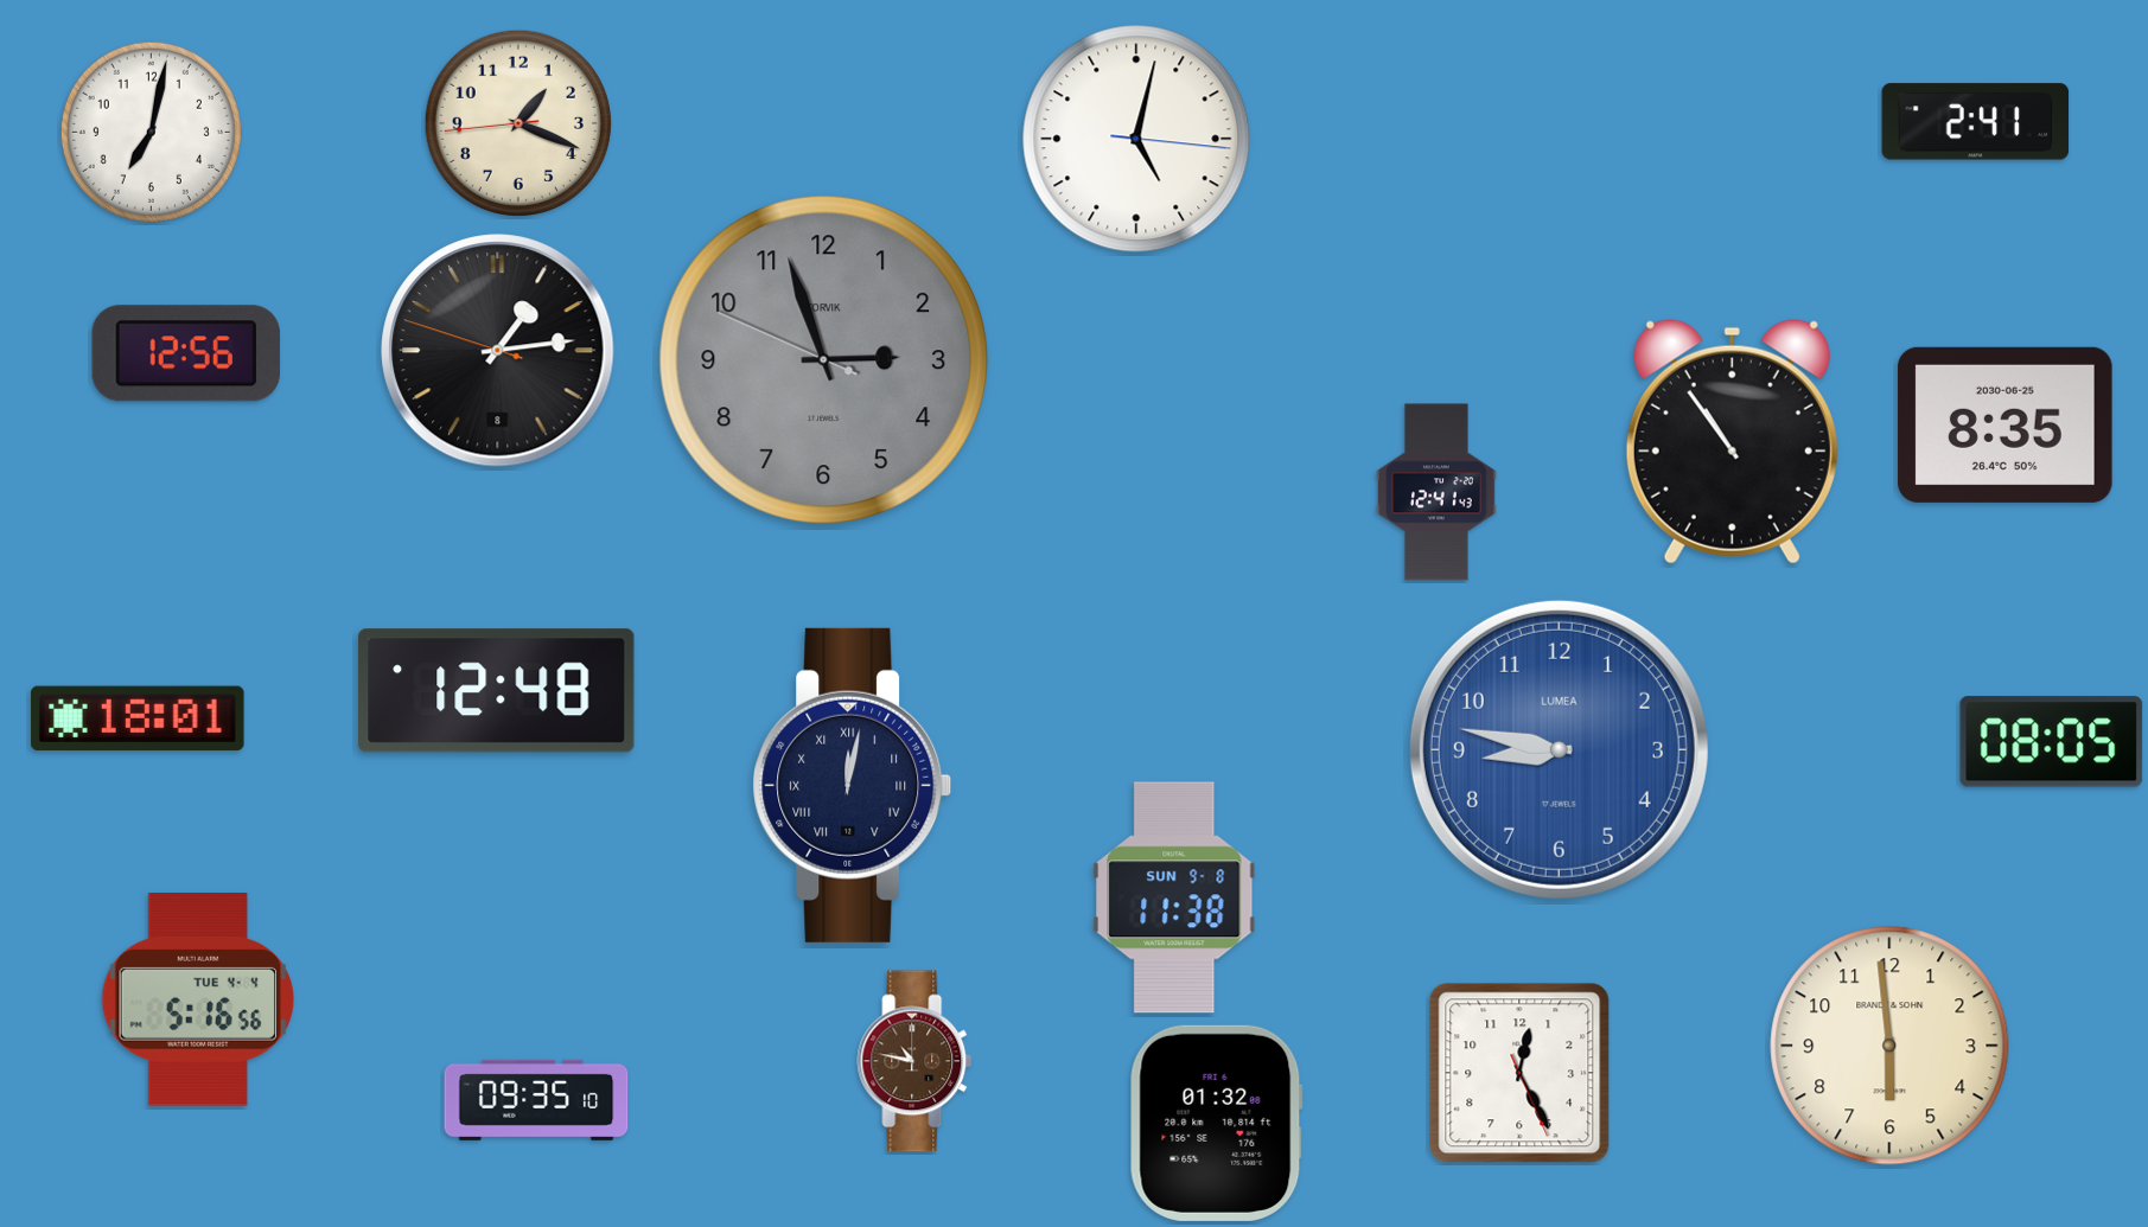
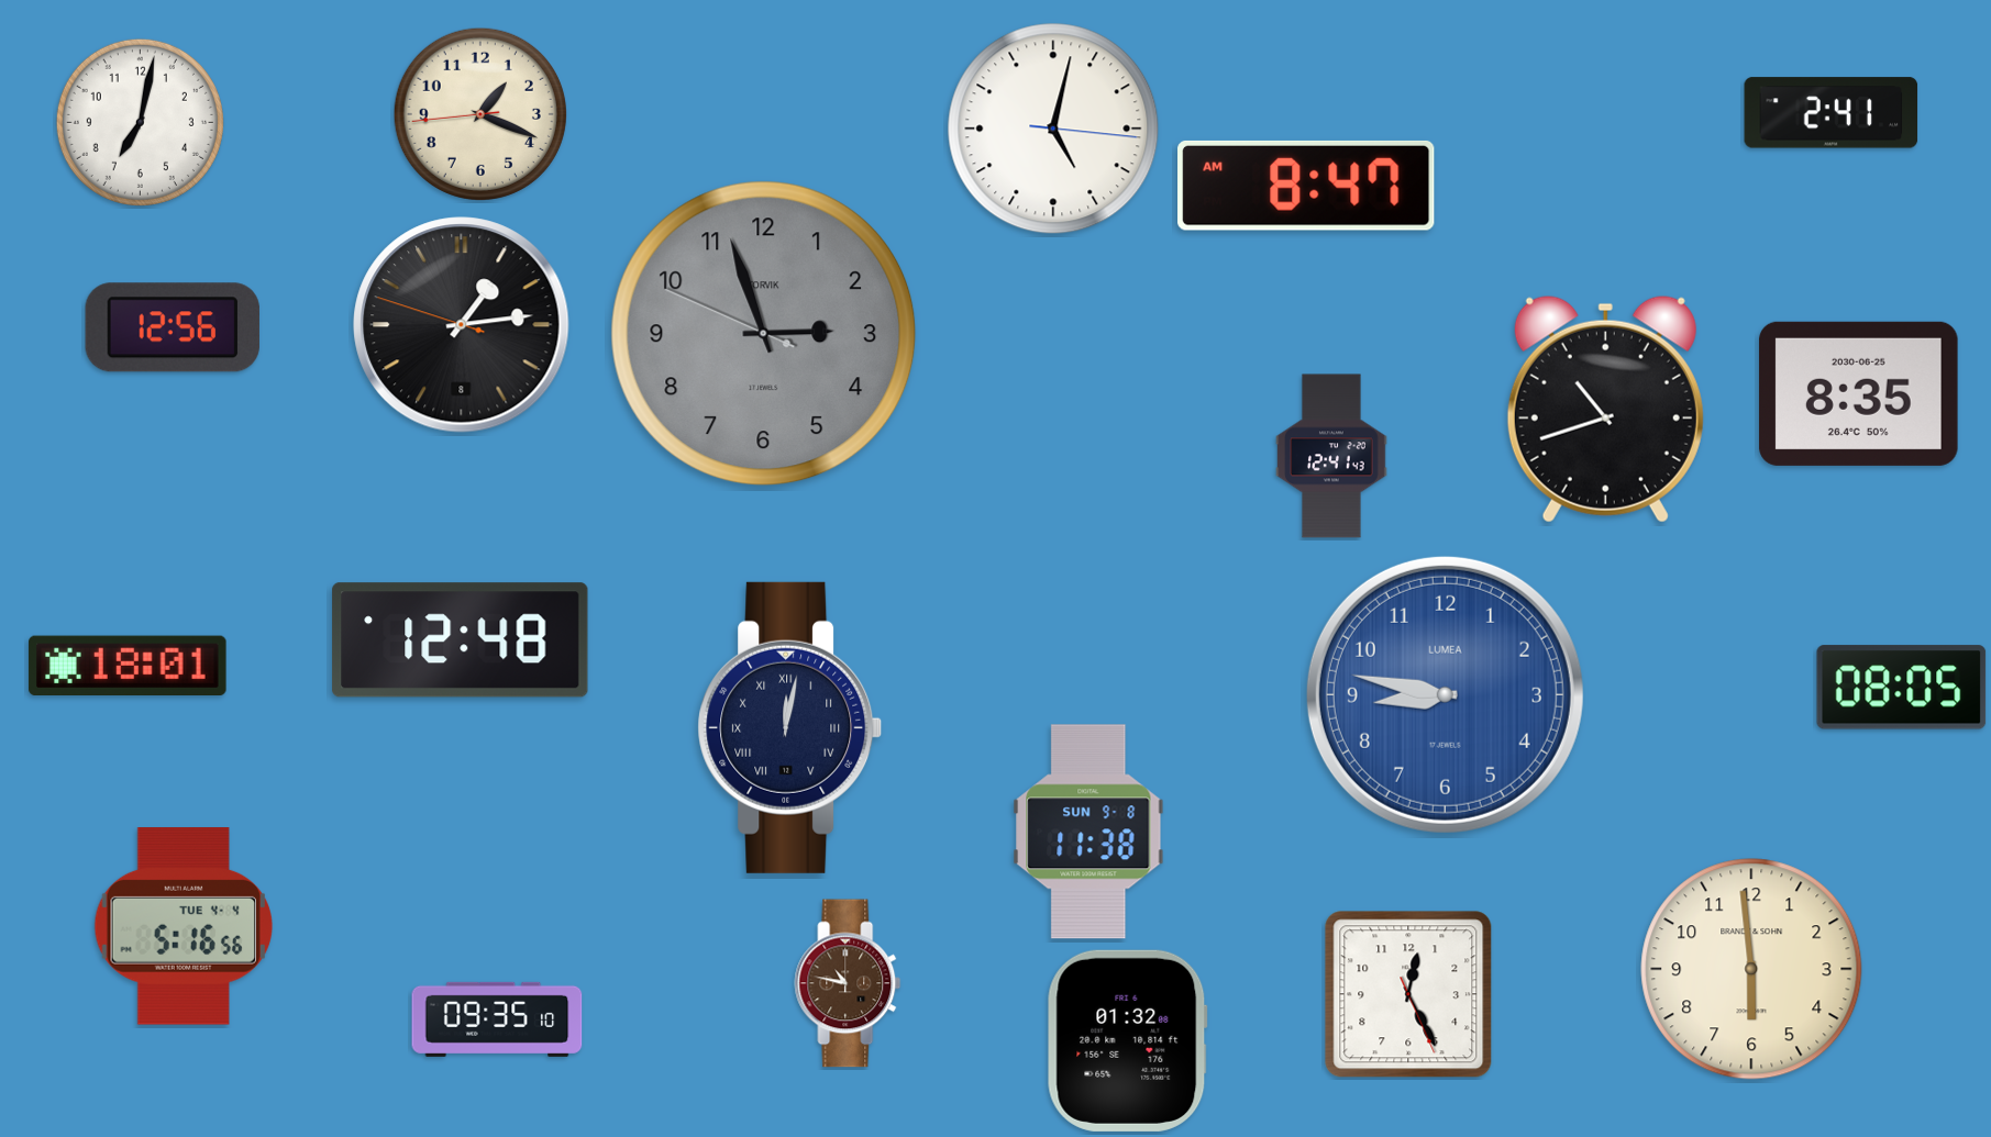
clock at (1306, 186): none -> 8:47
clock at (1732, 441): 10:54 -> 10:42
